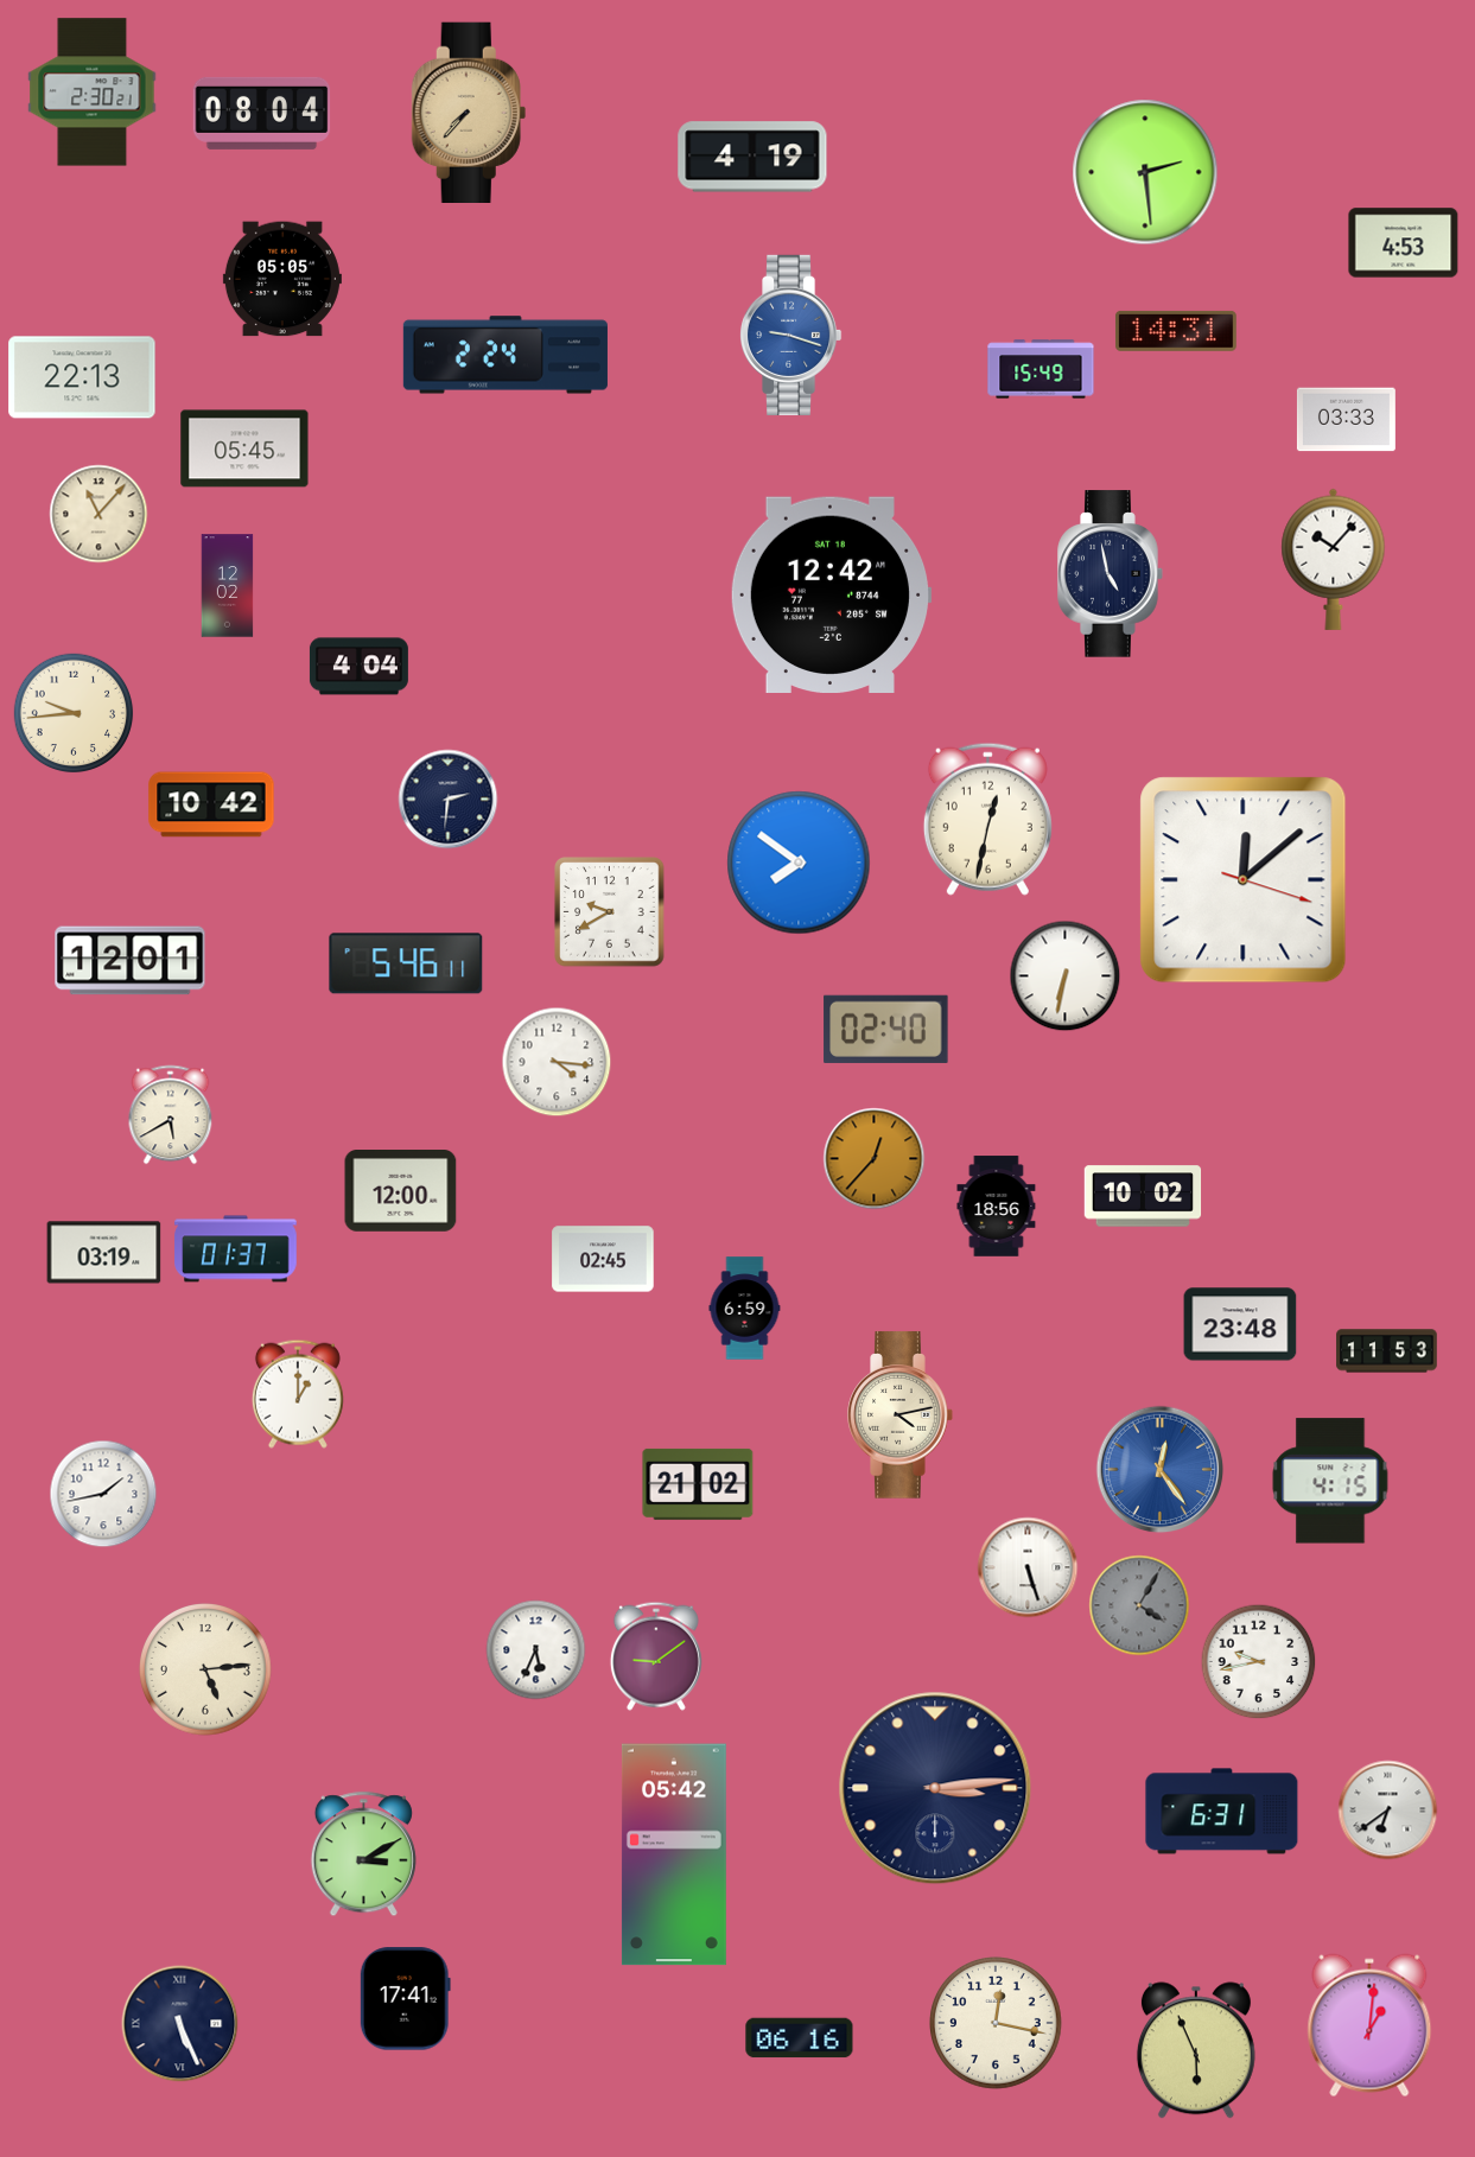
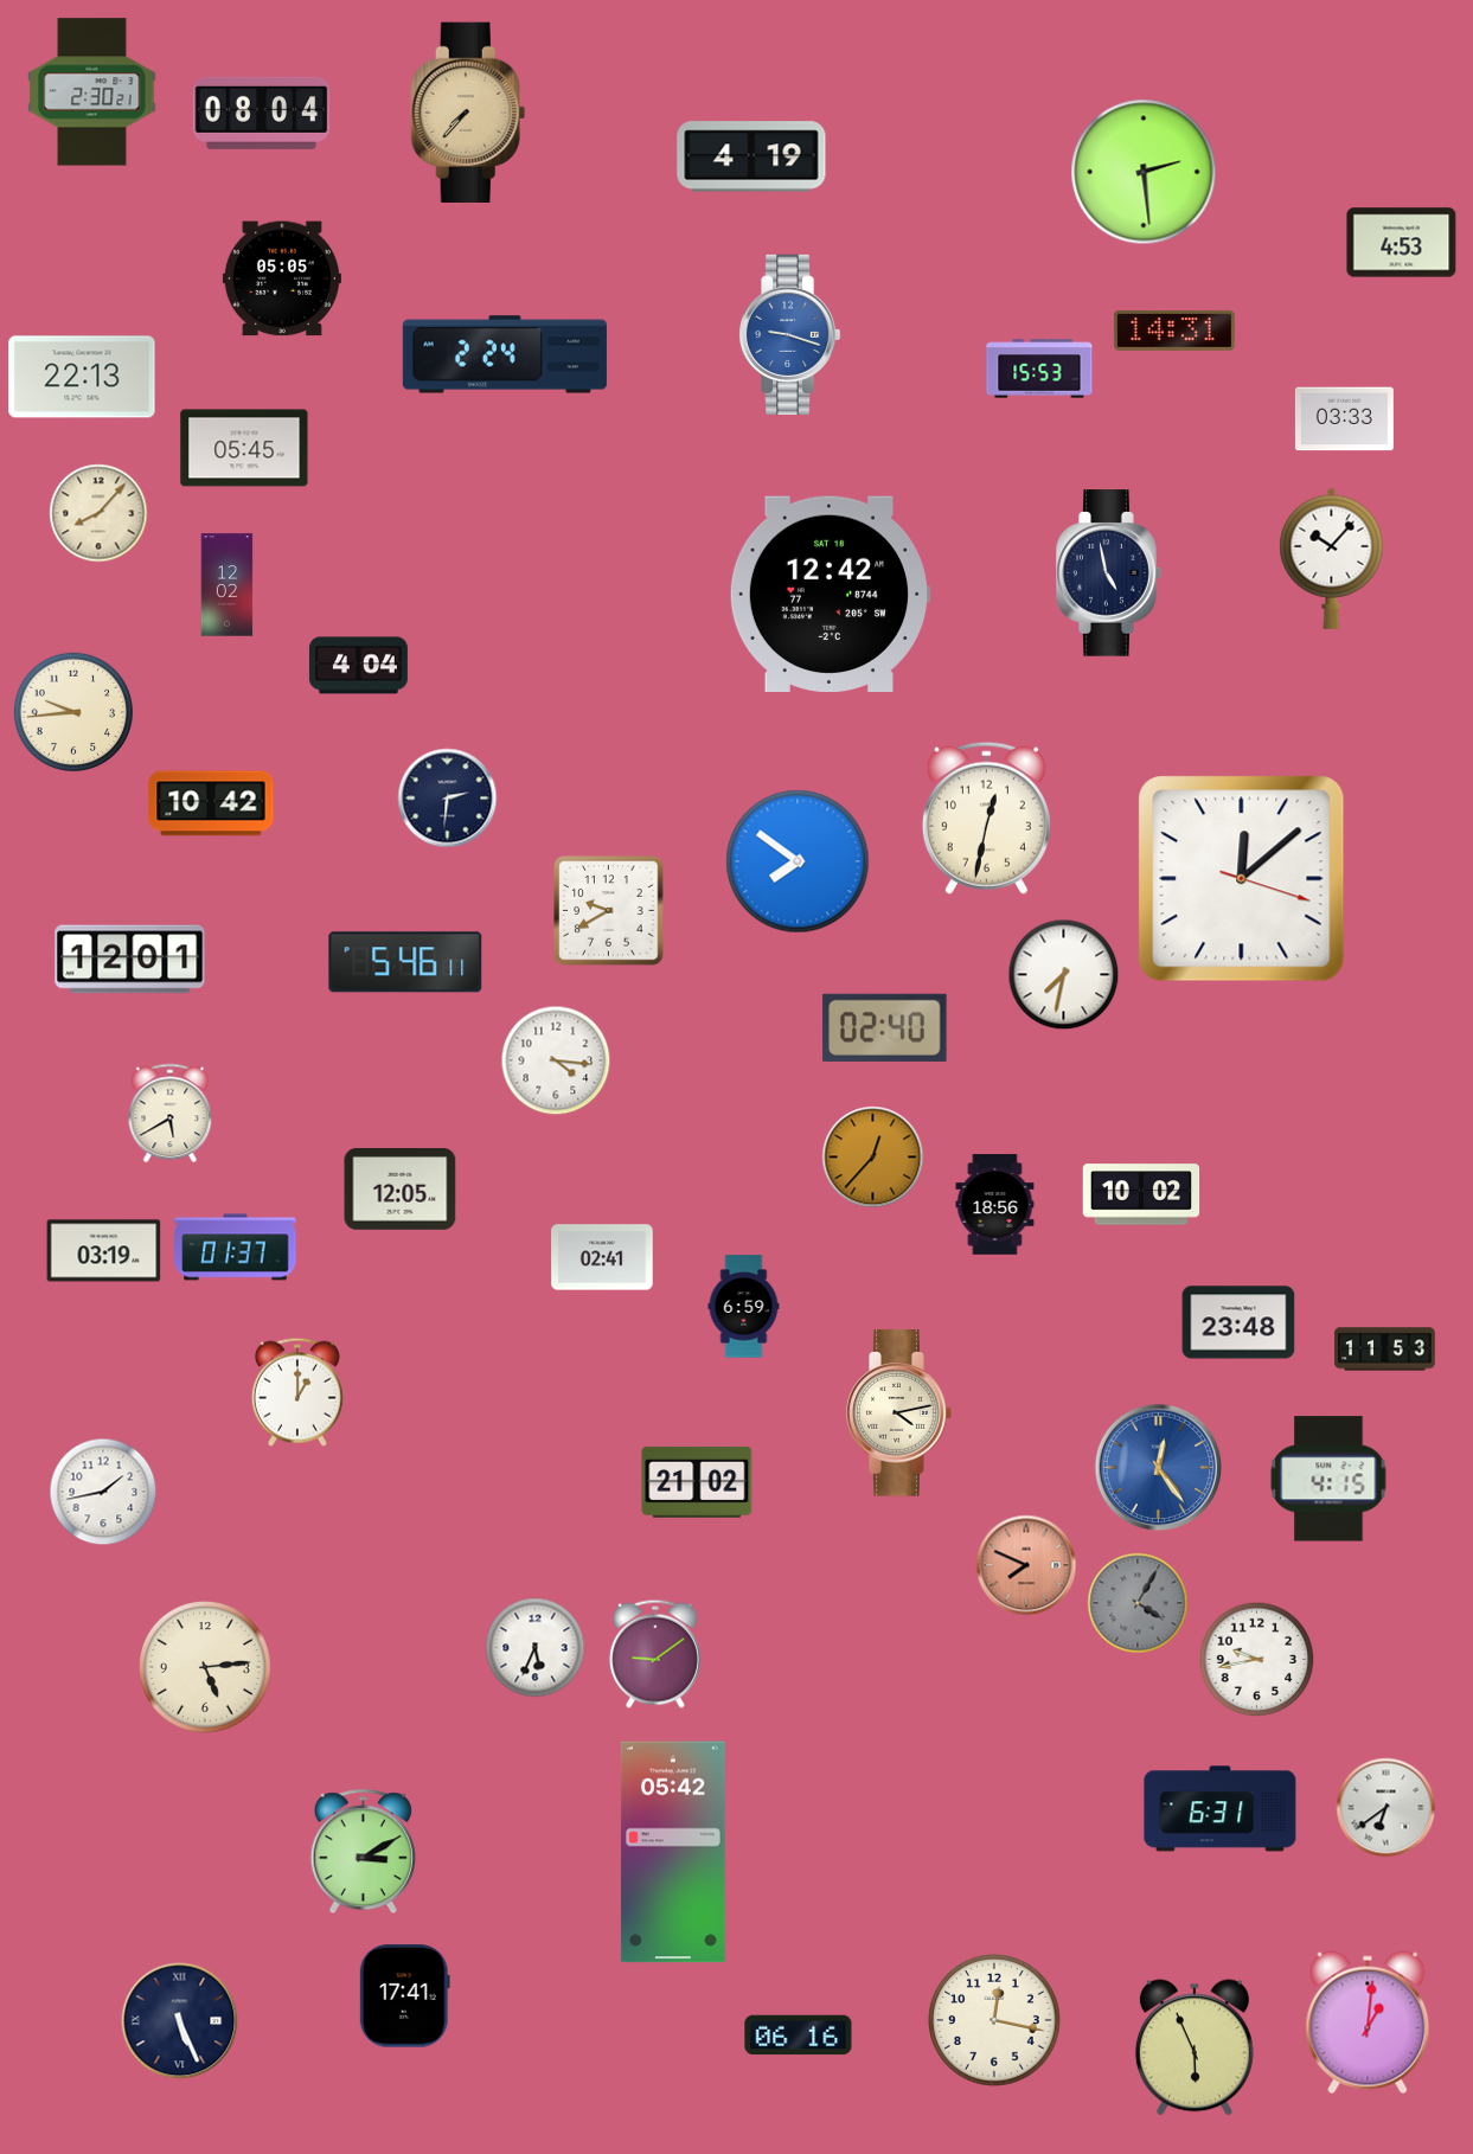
clock at (1041, 369): 15:49 -> 15:53
clock at (98, 514): 11:07 -> 8:07
clock at (1066, 976): 6:32 -> 7:32
clock at (401, 1191): 12:00 -> 12:05
clock at (603, 1259): 02:45 -> 02:41
clock at (1028, 1567): 5:27 -> 7:49
clock at (1028, 1567) dial: white -> salmon
clock at (935, 1788): 3:14 -> none
